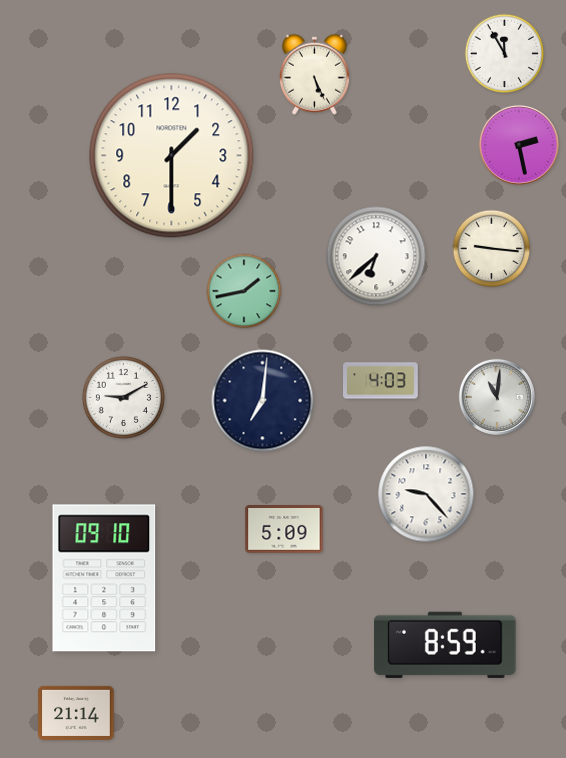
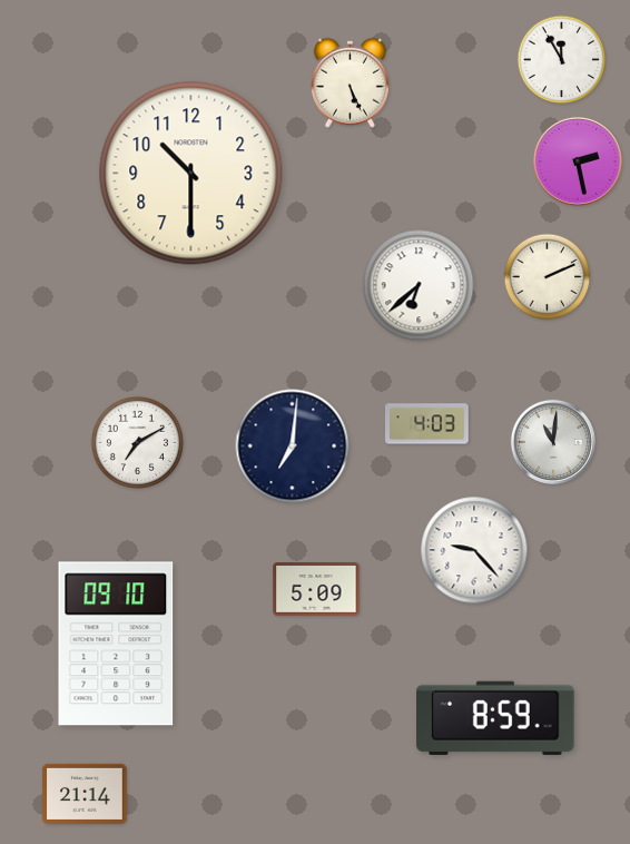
clock at (172, 156): 1:30 -> 10:30
clock at (492, 249): 9:16 -> 2:11
clock at (244, 291): 1:43 -> none
clock at (381, 381) position: (381, 381) -> (427, 424)
clock at (123, 397): 9:10 -> 7:10
